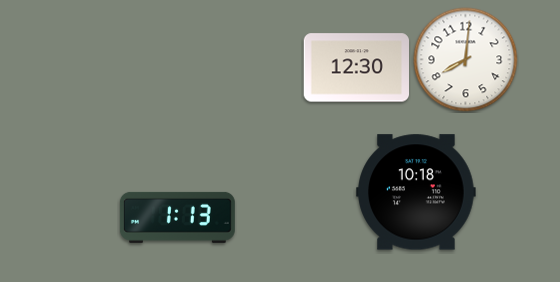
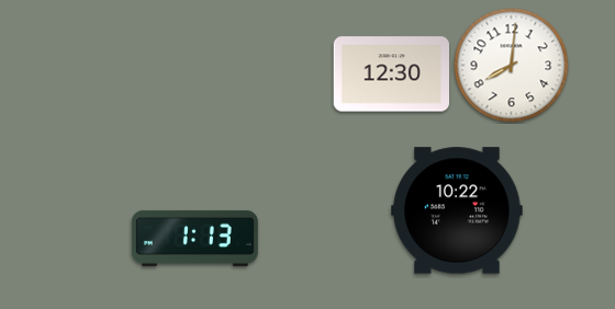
clock at (416, 192): 10:18 -> 10:22
